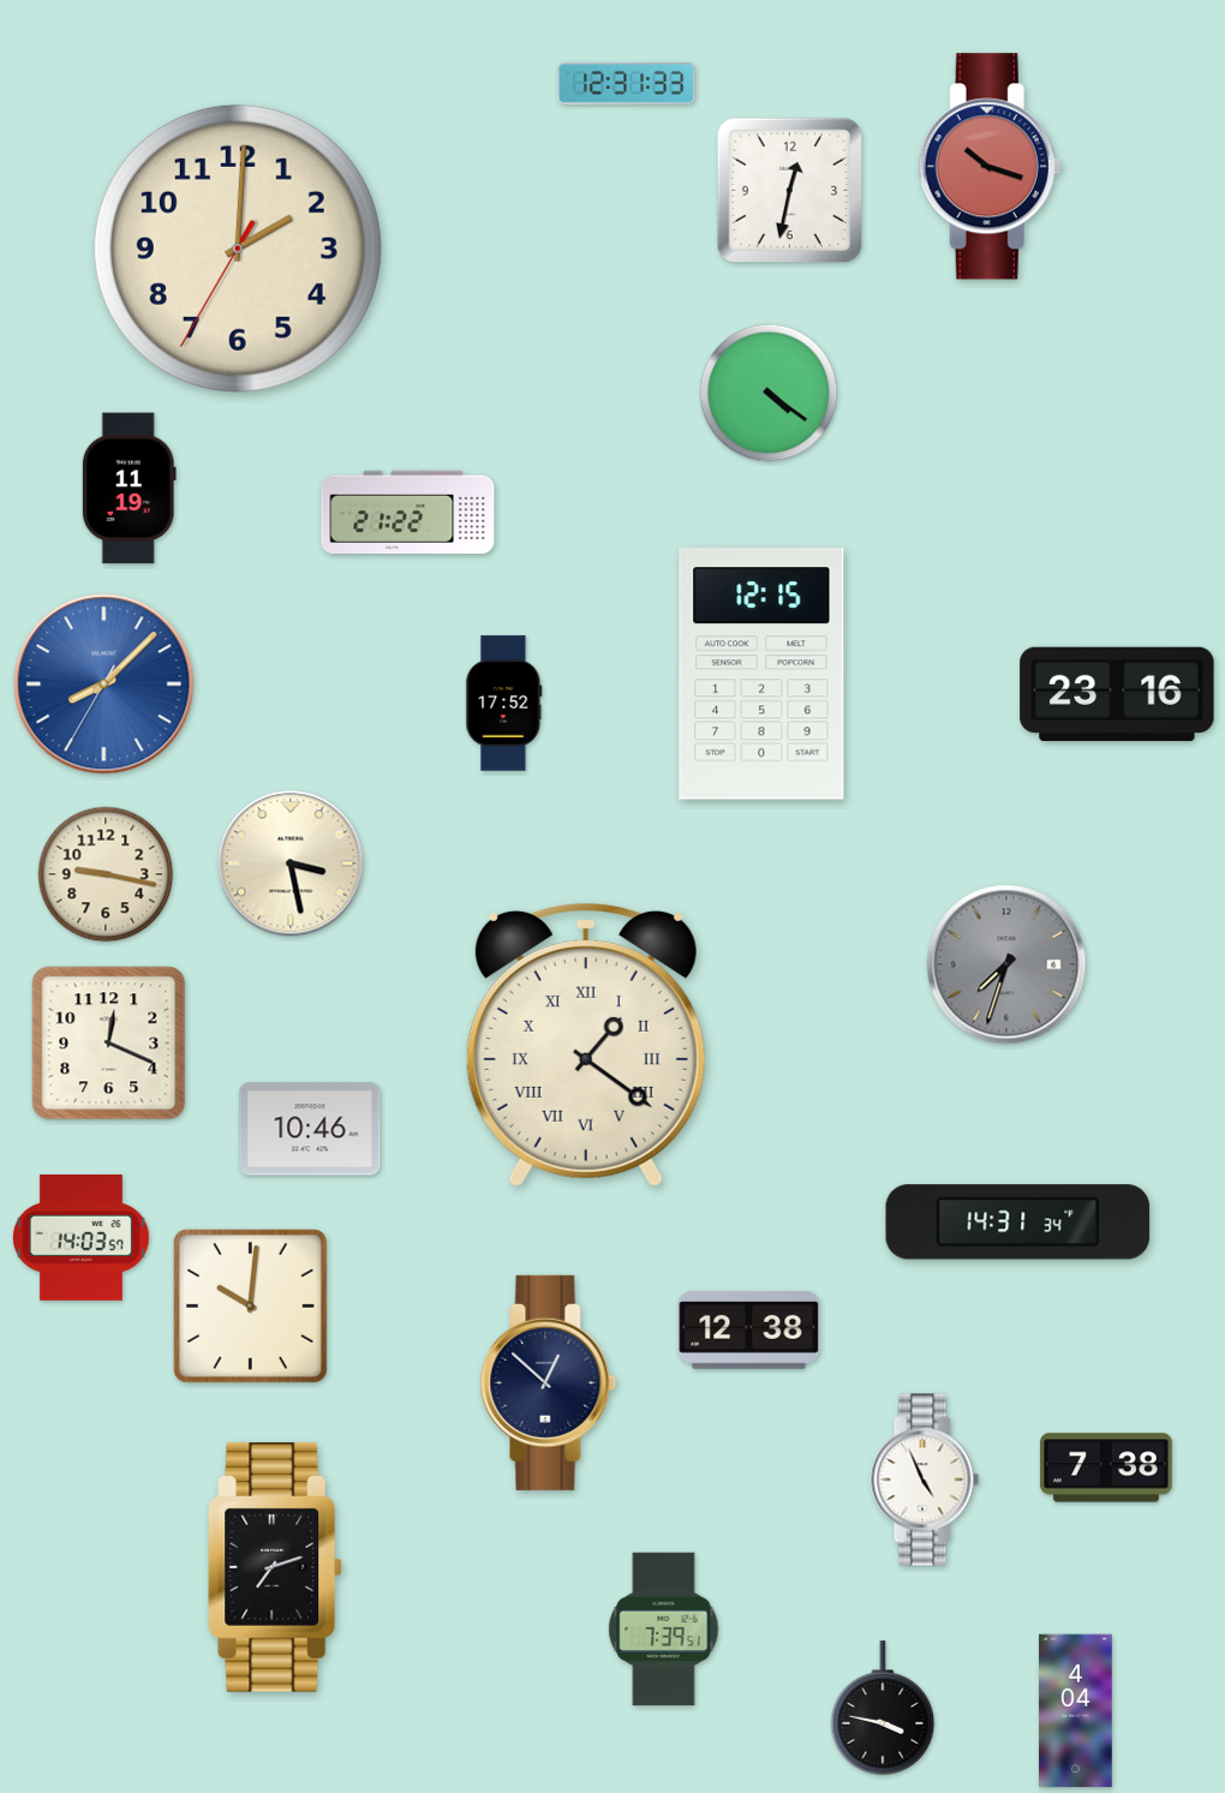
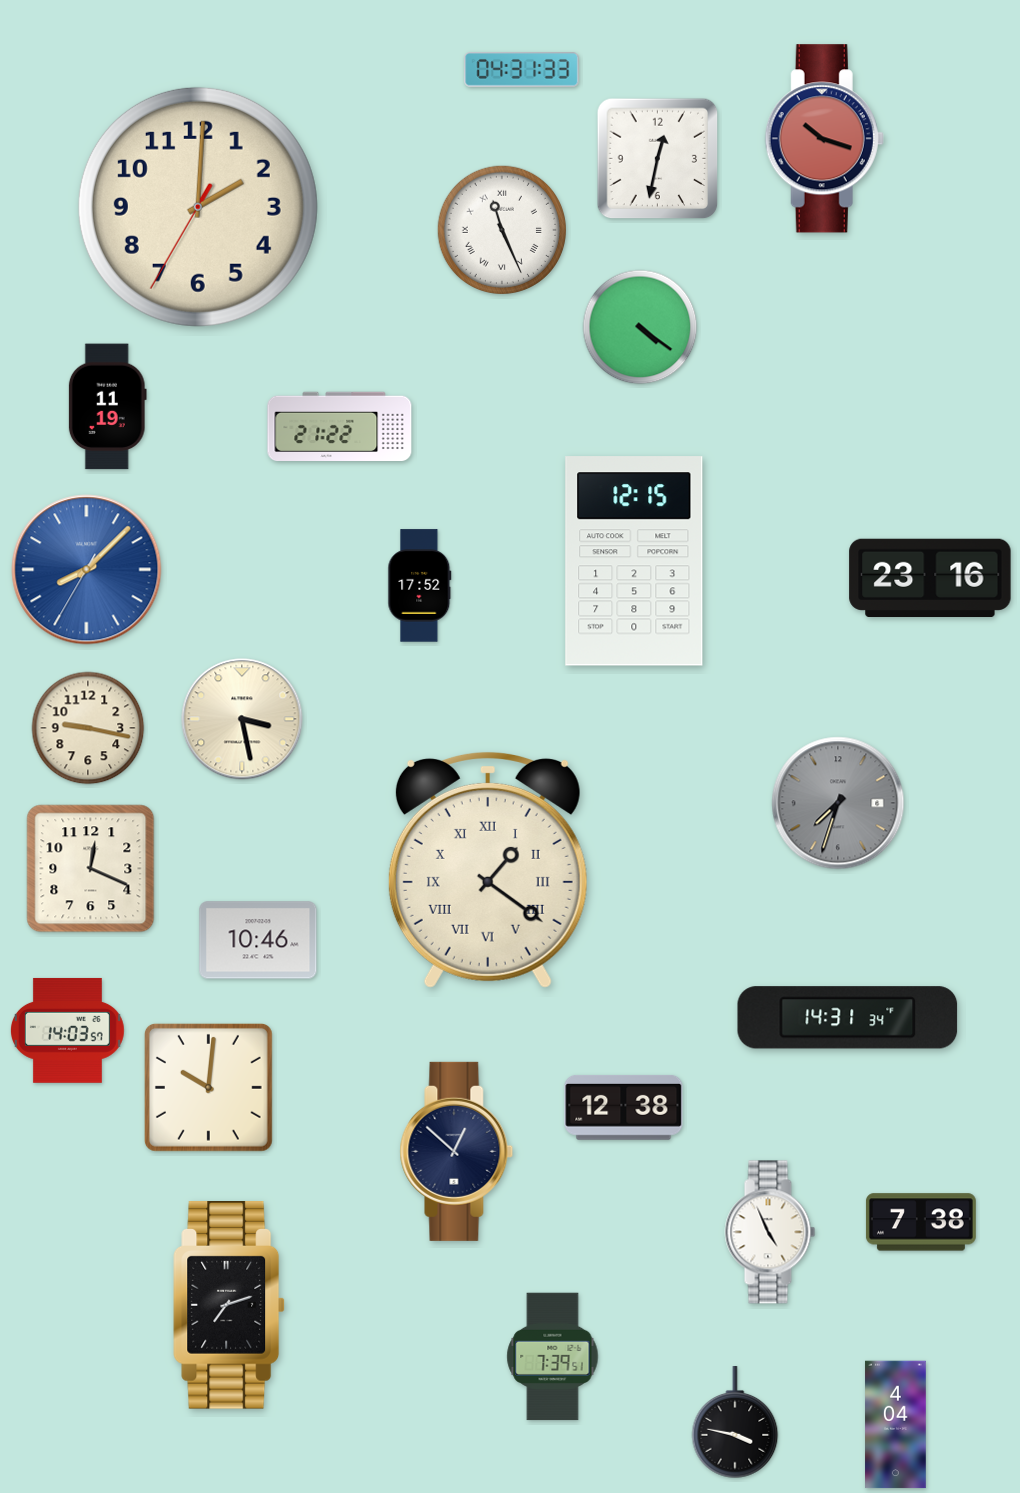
clock at (627, 84): 12:31 -> 04:31
clock at (501, 229): none -> 11:26
